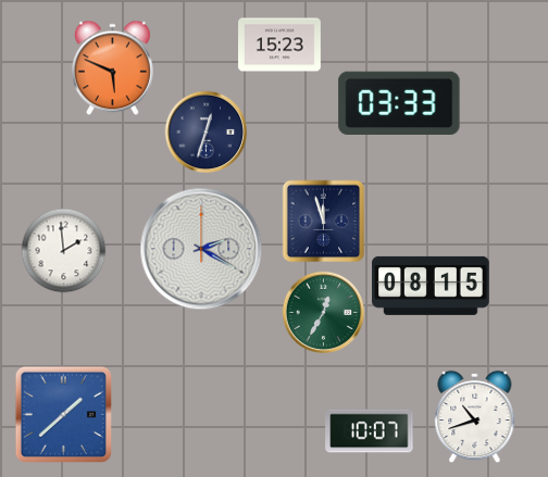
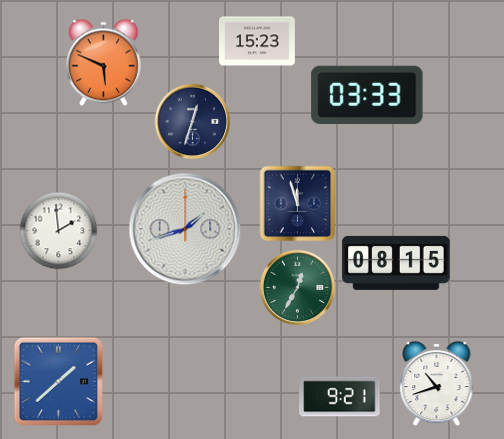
clock at (207, 133) position: (207, 133) -> (193, 122)
clock at (201, 249): 2:20 -> 1:42
clock at (370, 431): 10:07 -> 9:21
